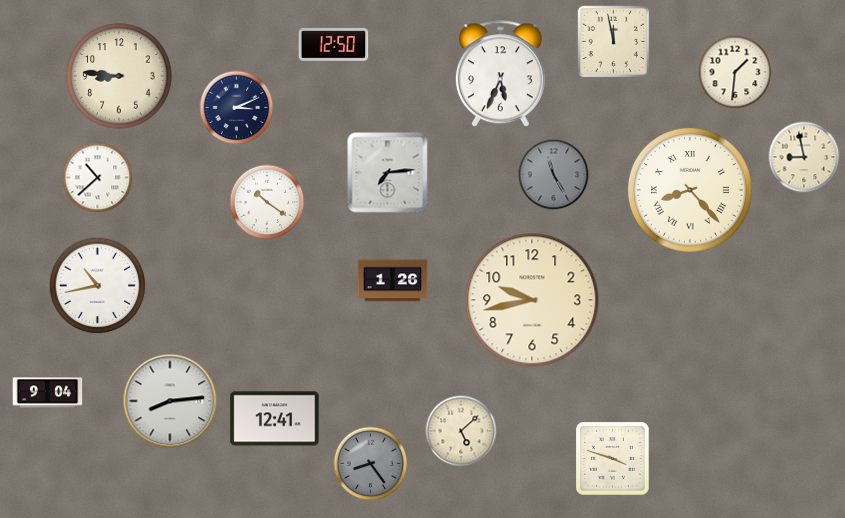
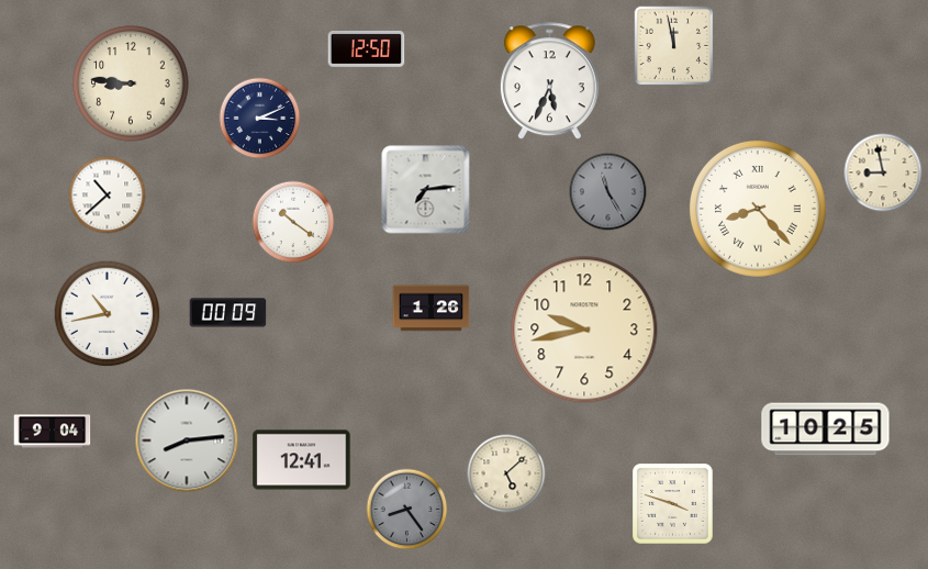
clock at (735, 72): 1:31 -> none
clock at (228, 313): none -> 00:09
clock at (826, 429): none -> 10:25
